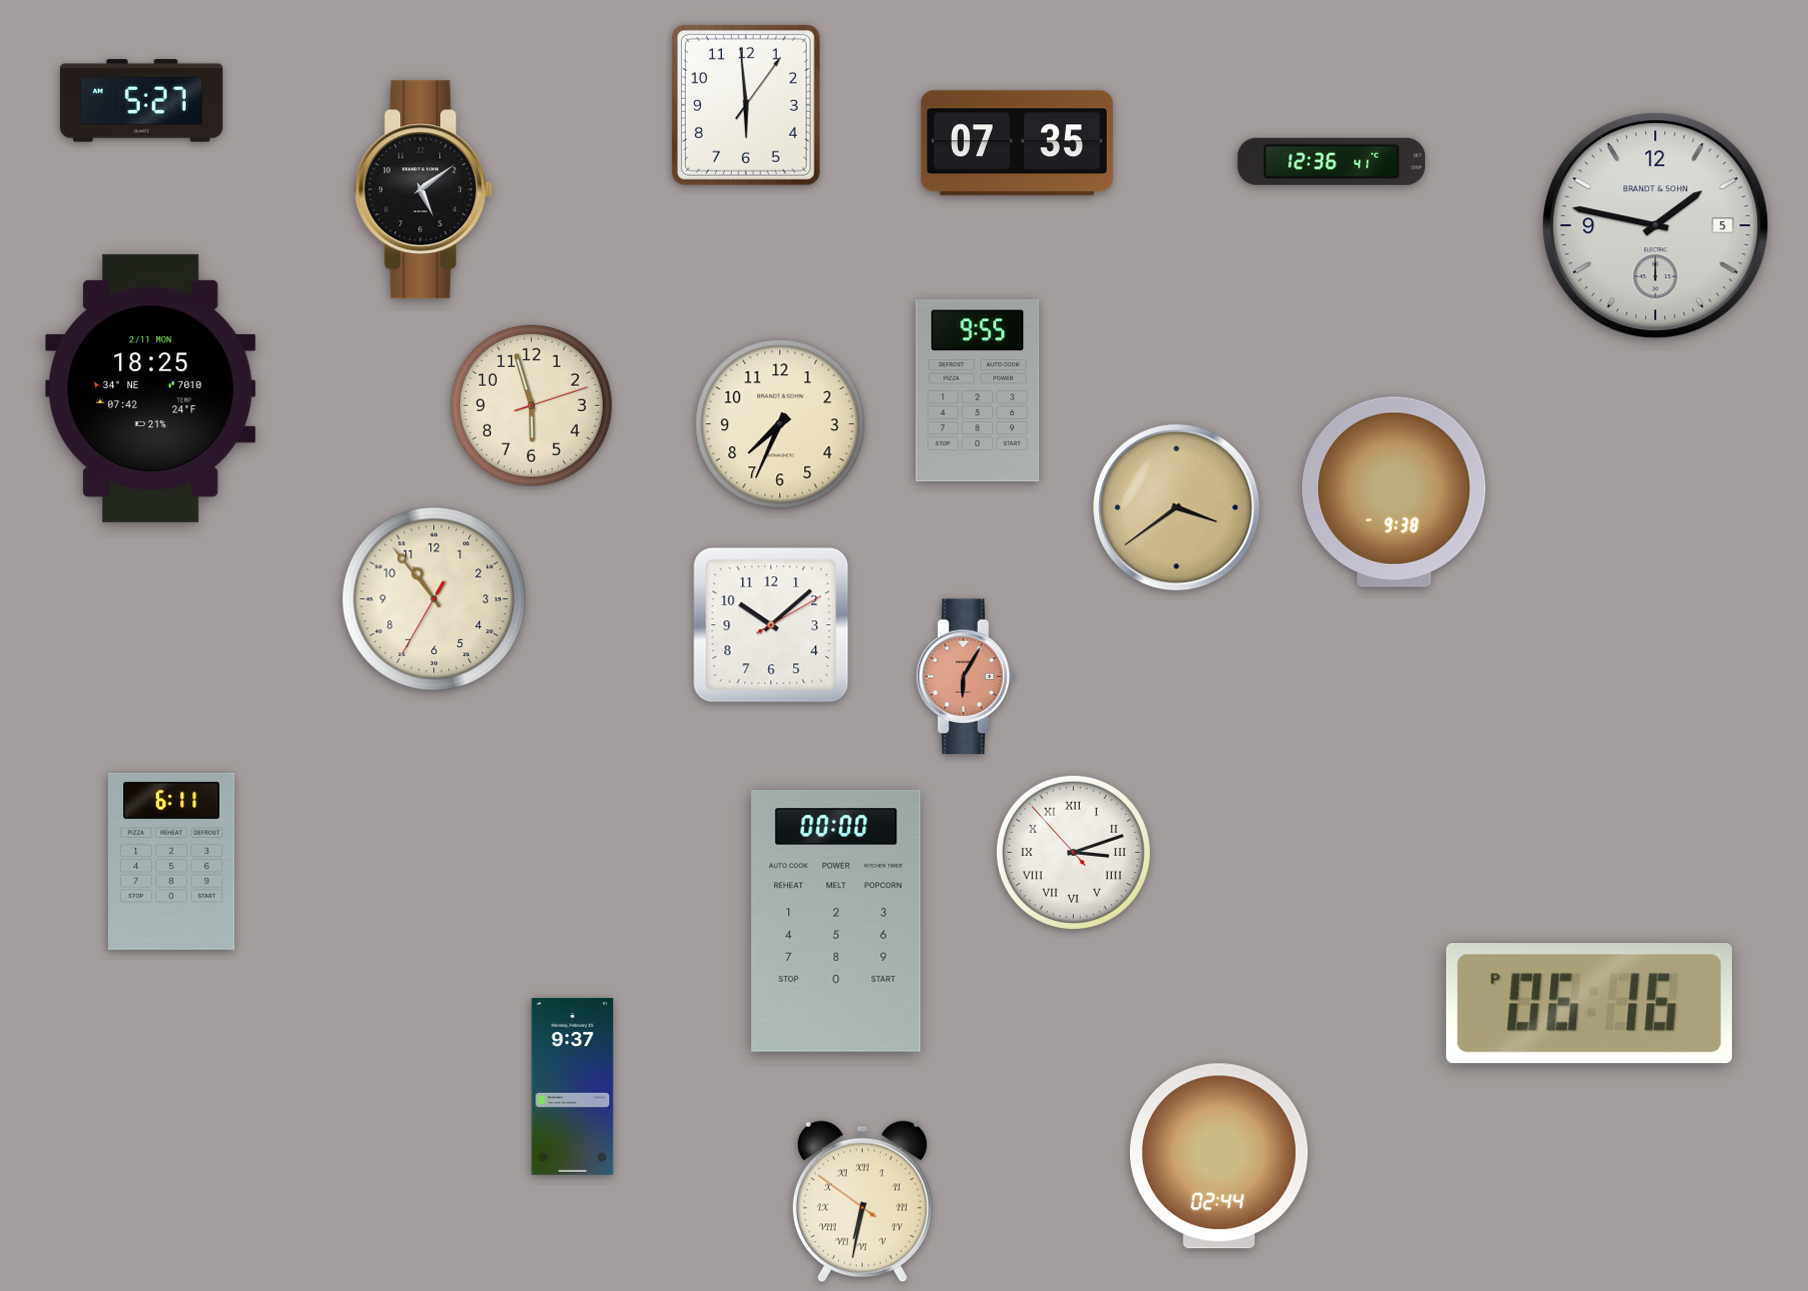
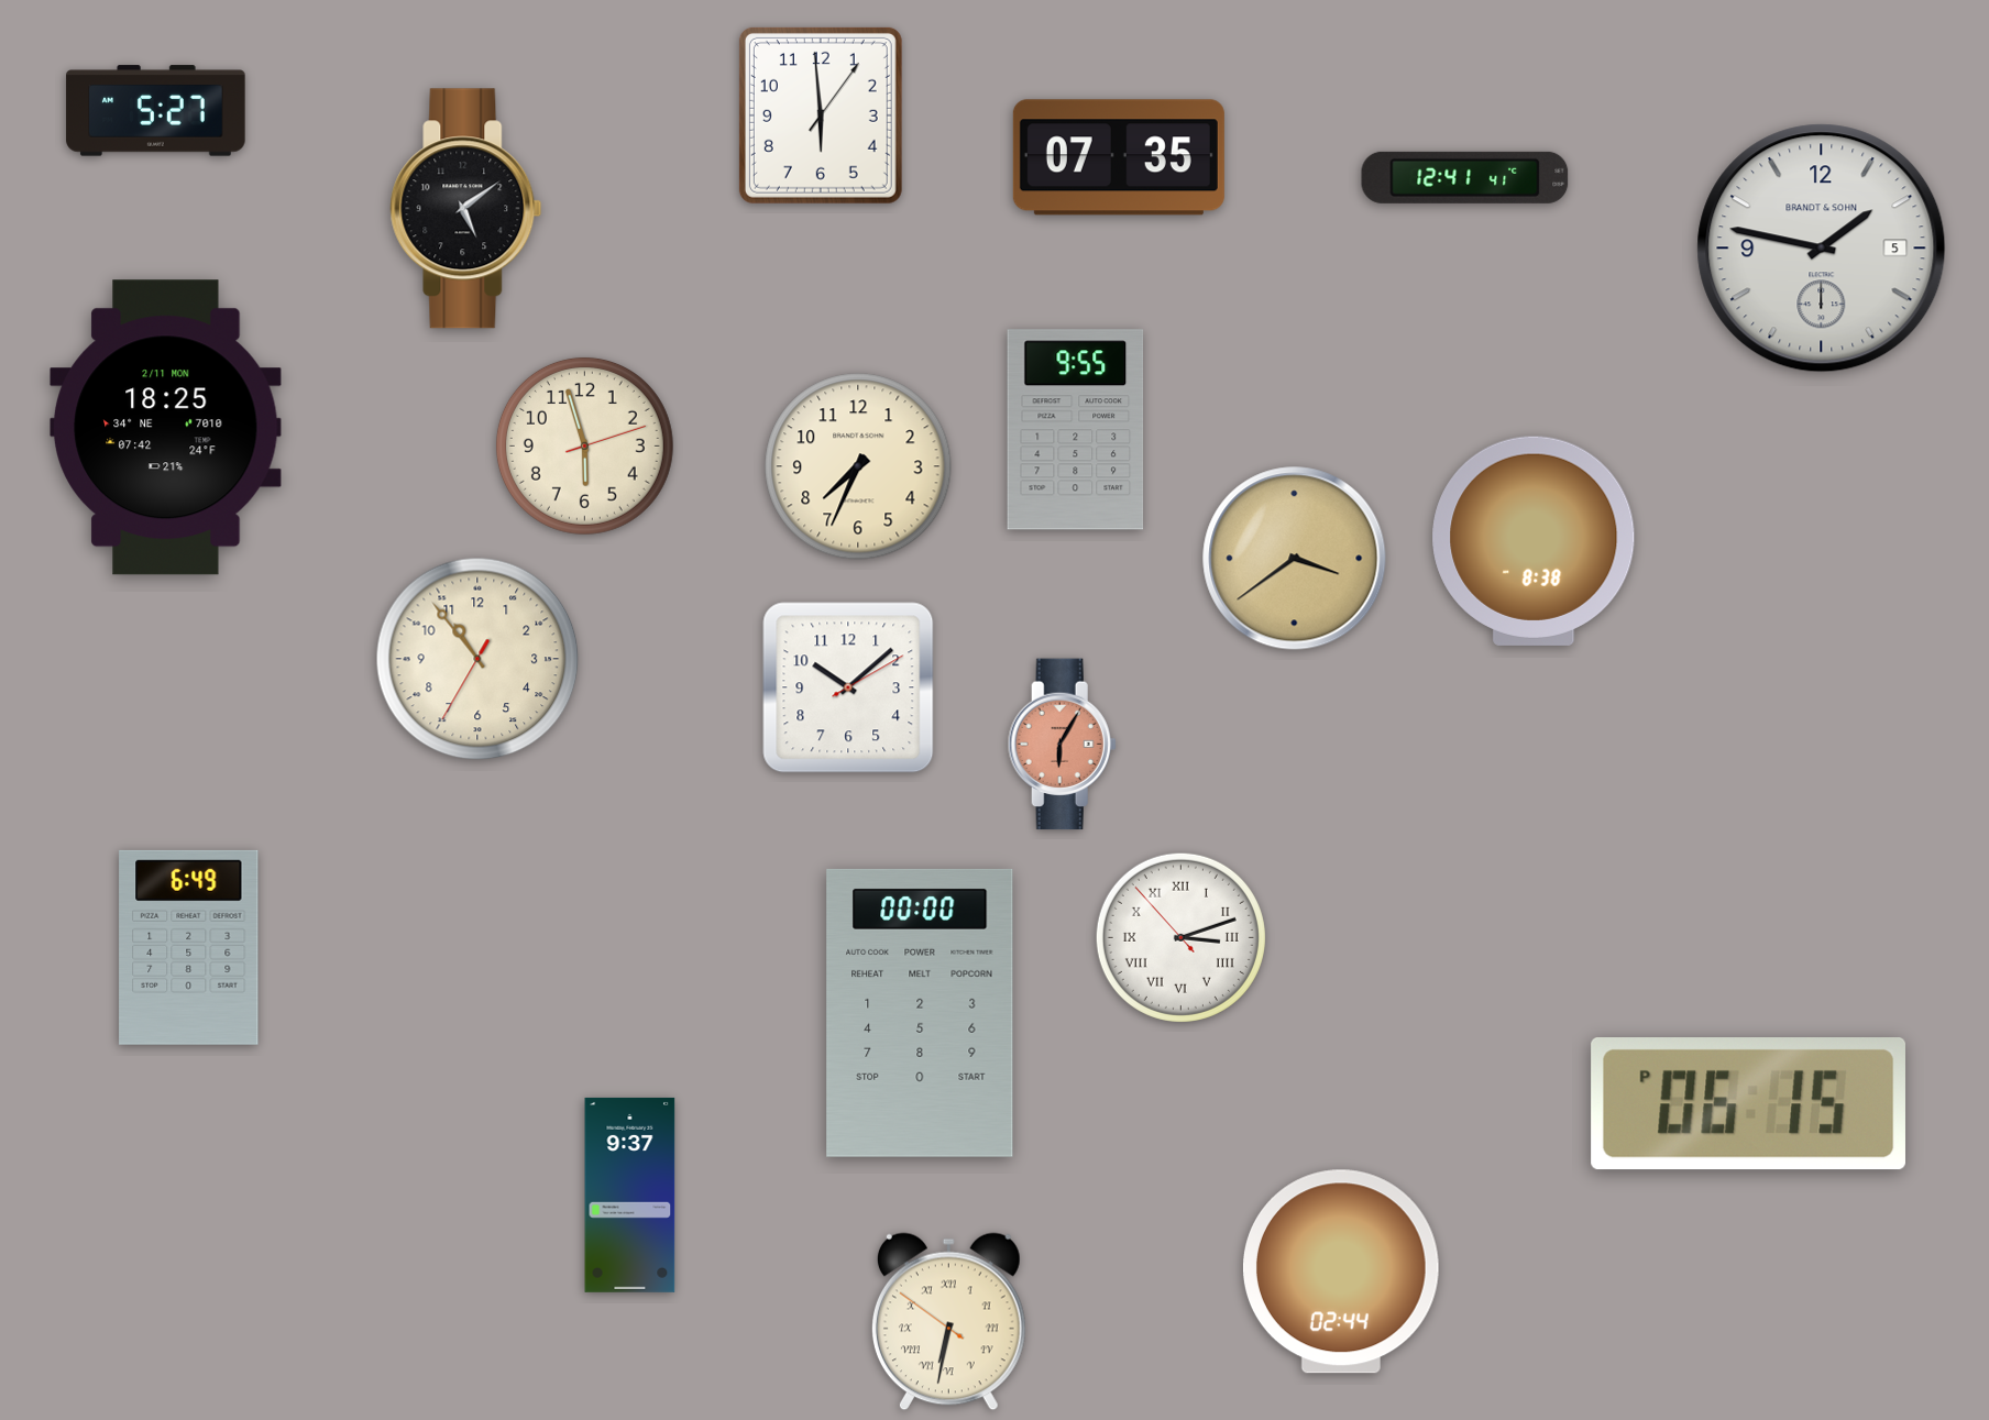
clock at (1332, 161): 12:36 -> 12:41
clock at (1394, 492): 9:38 -> 8:38
clock at (172, 861): 6:11 -> 6:49
clock at (1589, 1004): 06:16 -> 06:15
